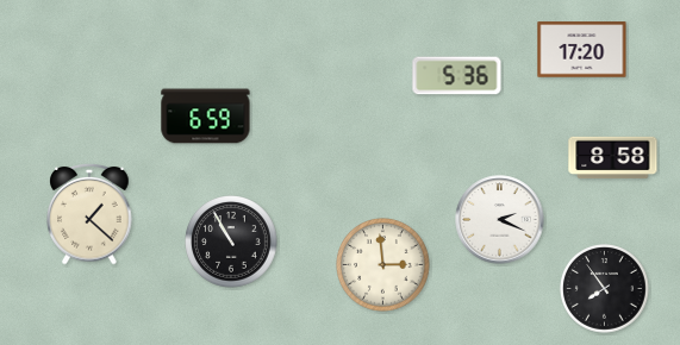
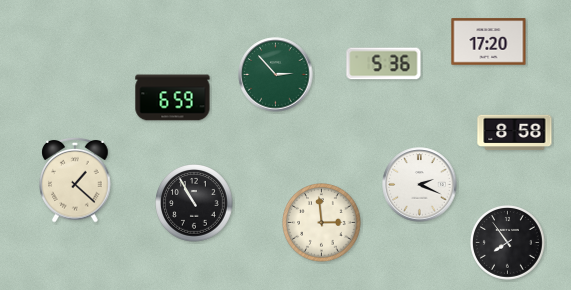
clock at (276, 75): none -> 2:53
